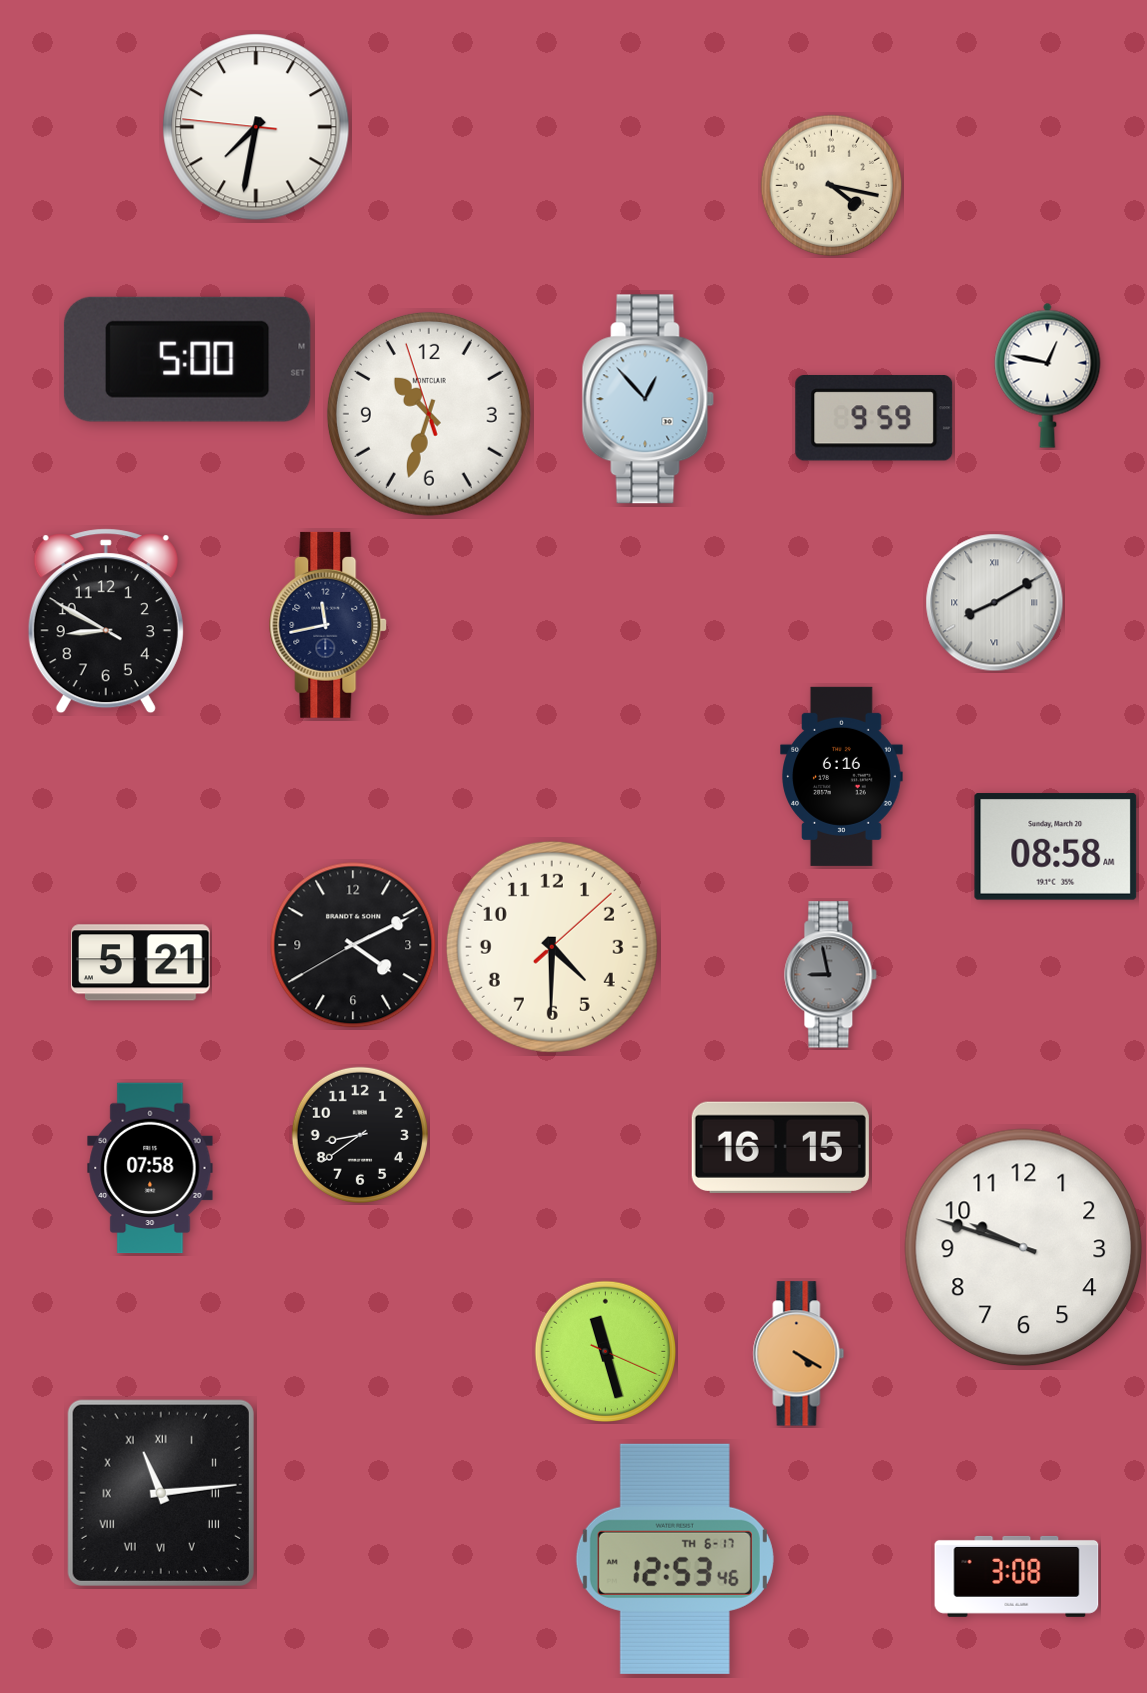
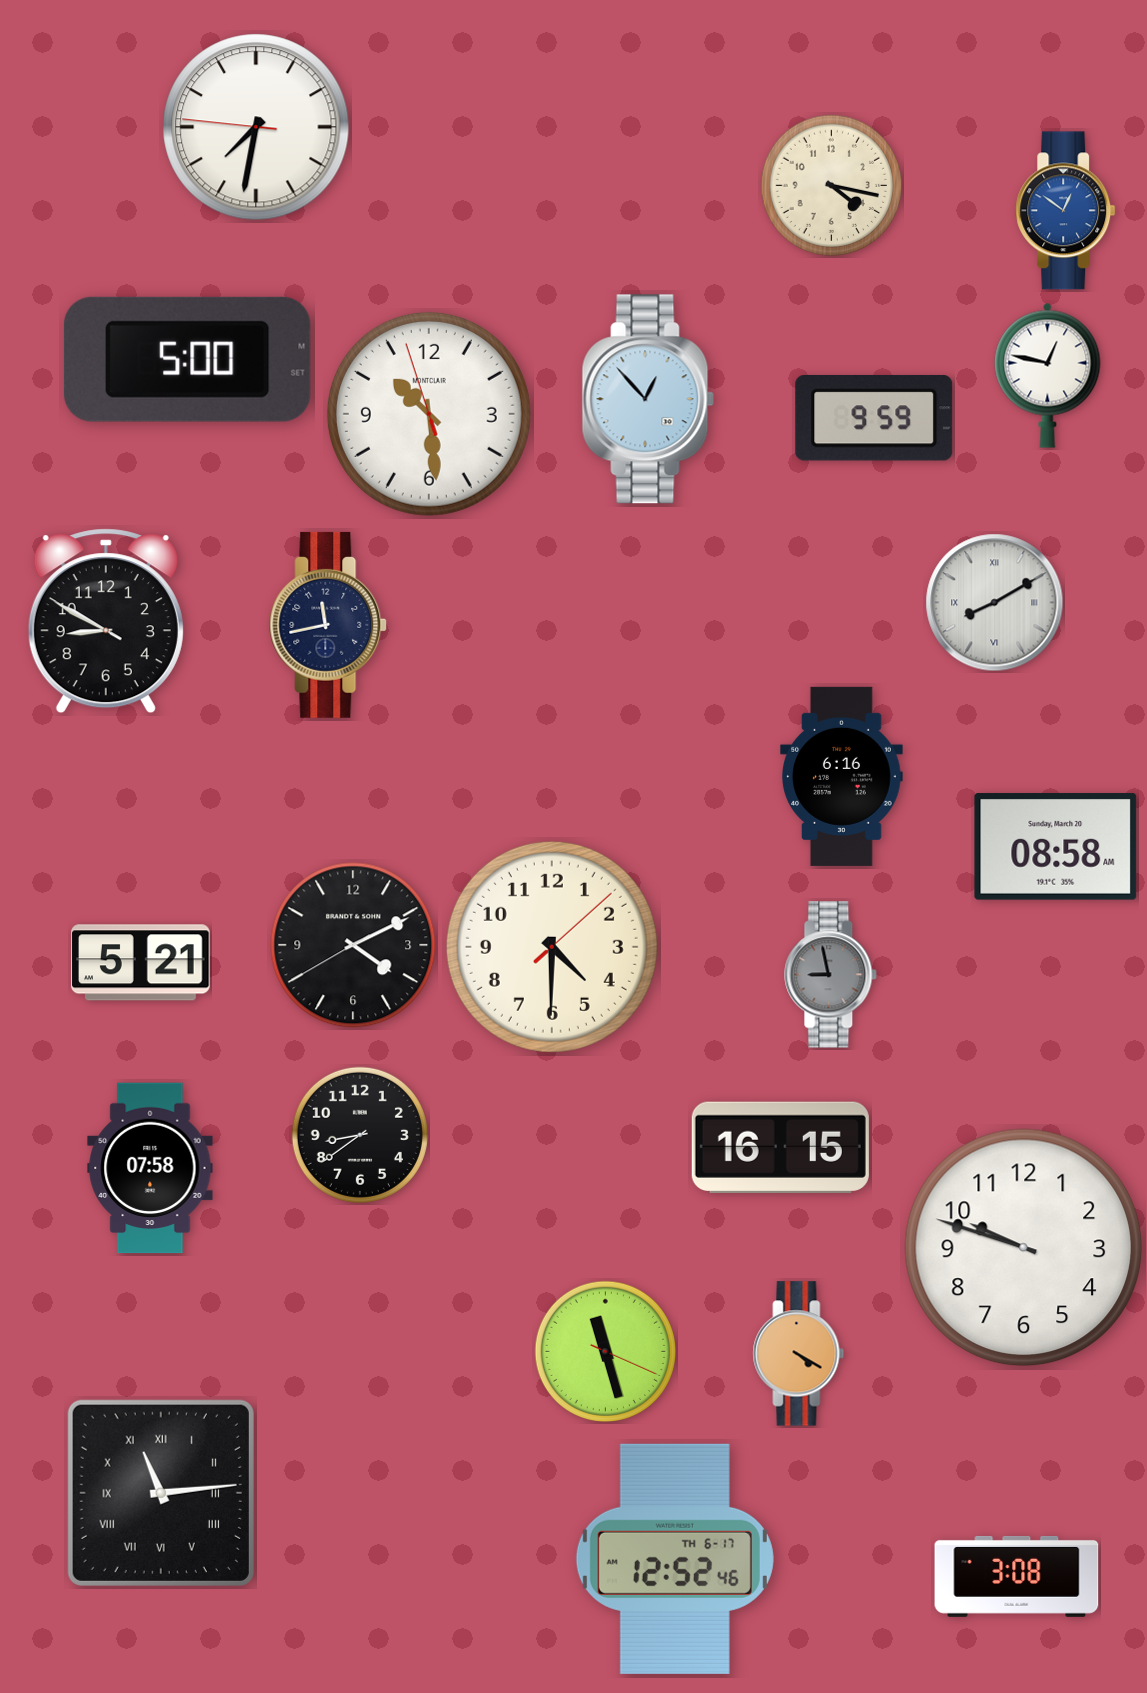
clock at (1066, 211): none -> 12:51
clock at (429, 414): 10:32 -> 10:28
clock at (675, 1559): 12:53 -> 12:52
